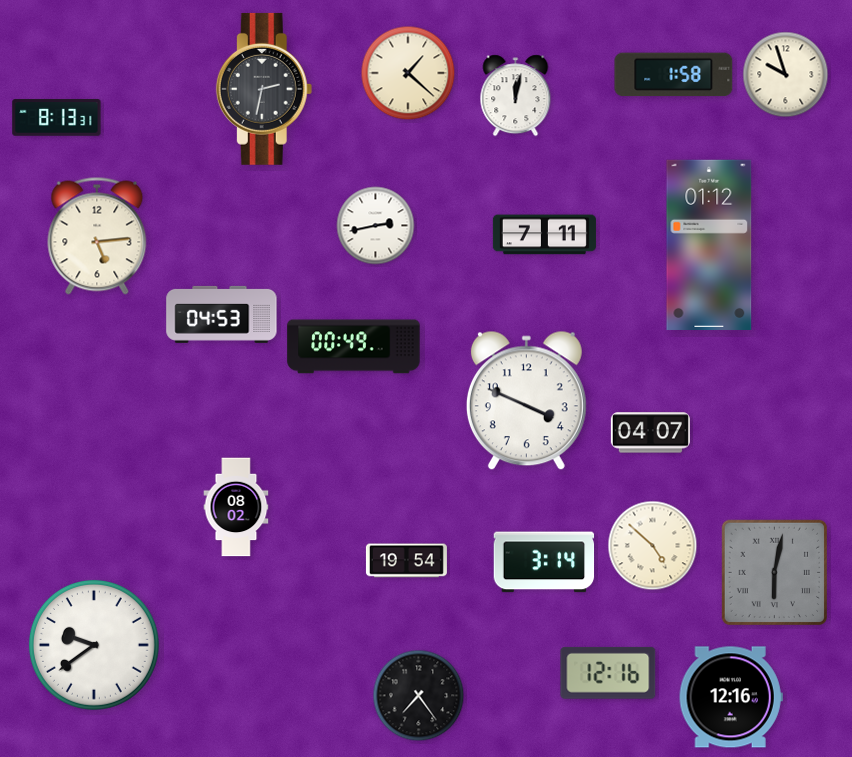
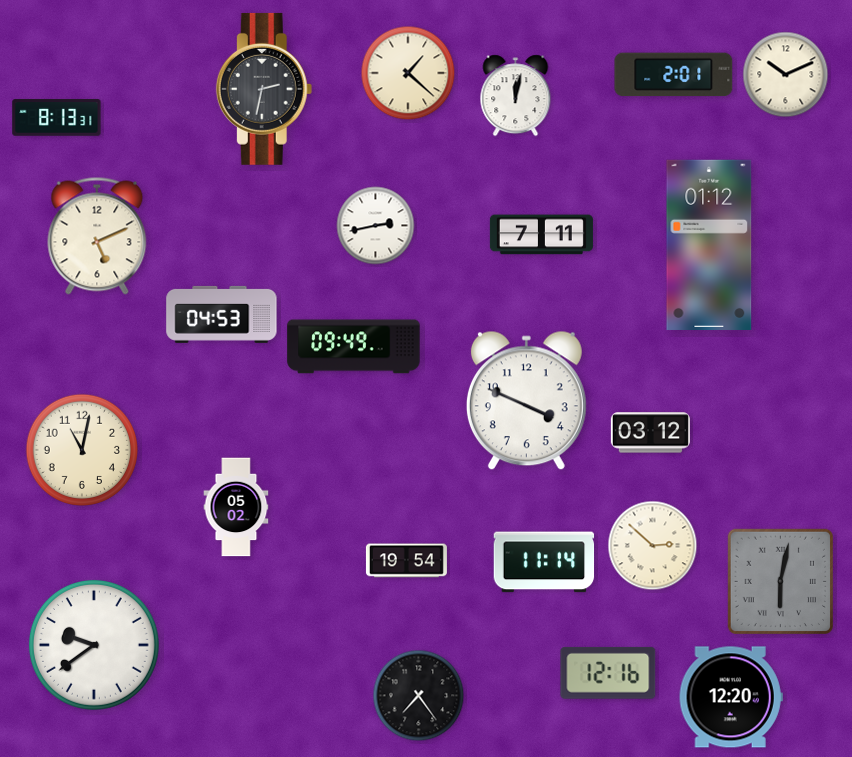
clock at (674, 75): 1:58 -> 2:01
clock at (786, 75): 9:57 -> 10:11
clock at (544, 235) position: (544, 235) -> (541, 235)
clock at (97, 236): 5:14 -> 5:11
clock at (354, 347): 00:49 -> 09:49
clock at (650, 433): 04:07 -> 03:12
clock at (81, 449): none -> 11:02
clock at (236, 507): 08:02 -> 05:02
clock at (653, 546): 4:52 -> 2:52
clock at (544, 562): 3:14 -> 11:14
clock at (774, 572) position: (774, 572) -> (780, 581)
clock at (731, 697): 12:16 -> 12:20
